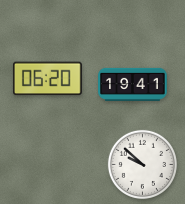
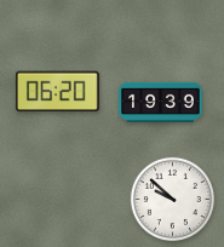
clock at (47, 79) position: (47, 79) -> (57, 92)
clock at (133, 84): 19:41 -> 19:39
